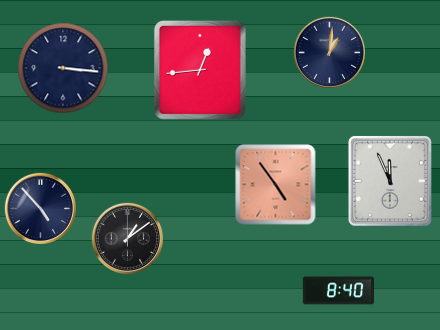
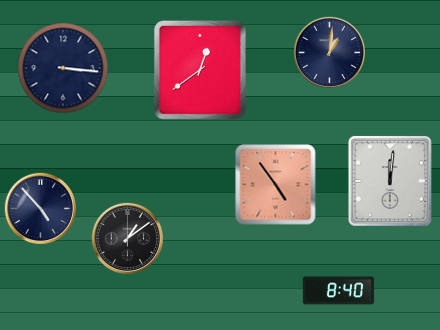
clock at (200, 70): 12:44 -> 12:39
clock at (390, 181): 11:56 -> 12:01
